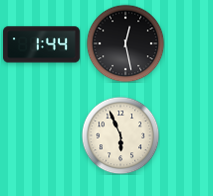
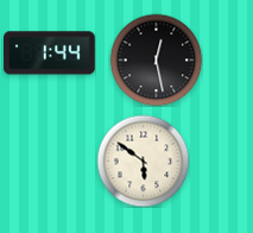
clock at (125, 43) position: (125, 43) -> (156, 59)
clock at (120, 135): 5:56 -> 5:51
